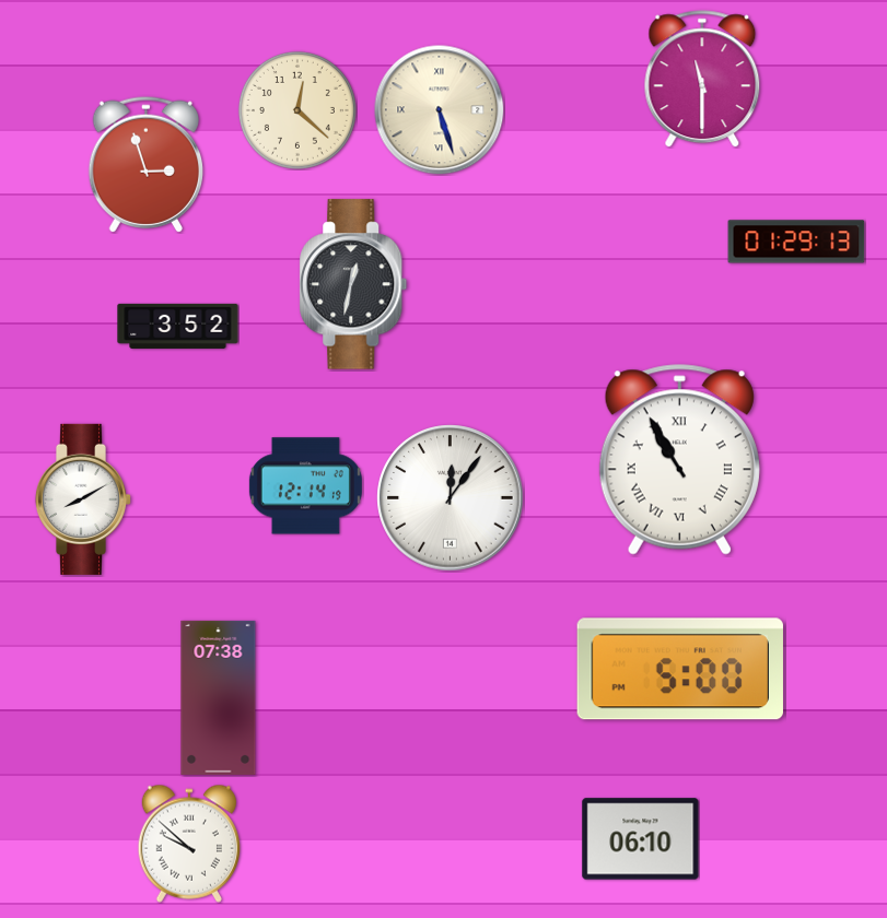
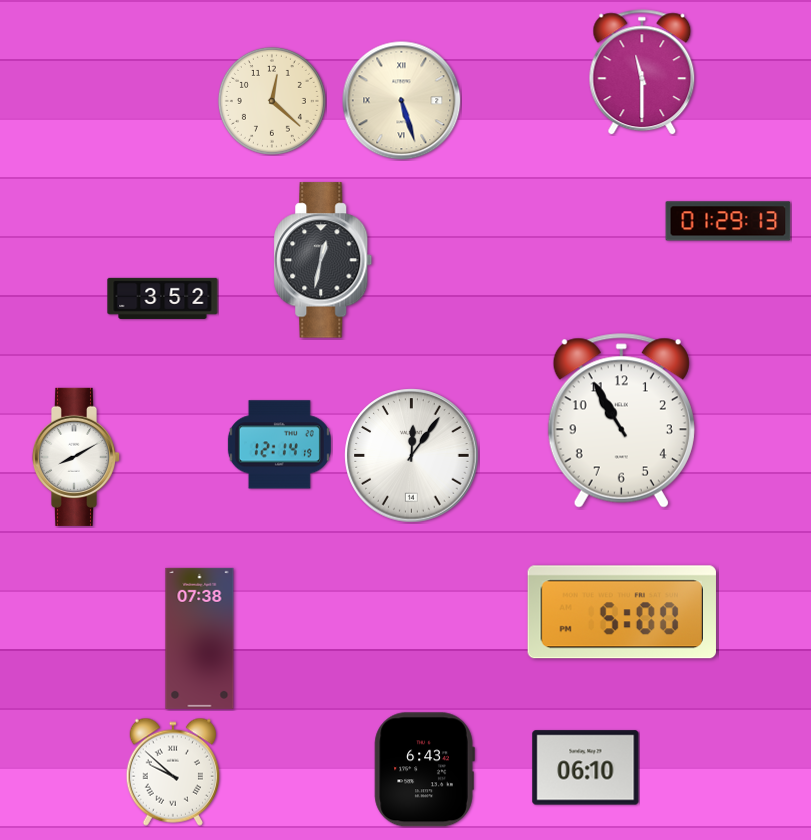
clock at (145, 164): 2:57 -> none
clock at (679, 460) numerals: Roman -> Arabic
clock at (424, 770): none -> 6:43
